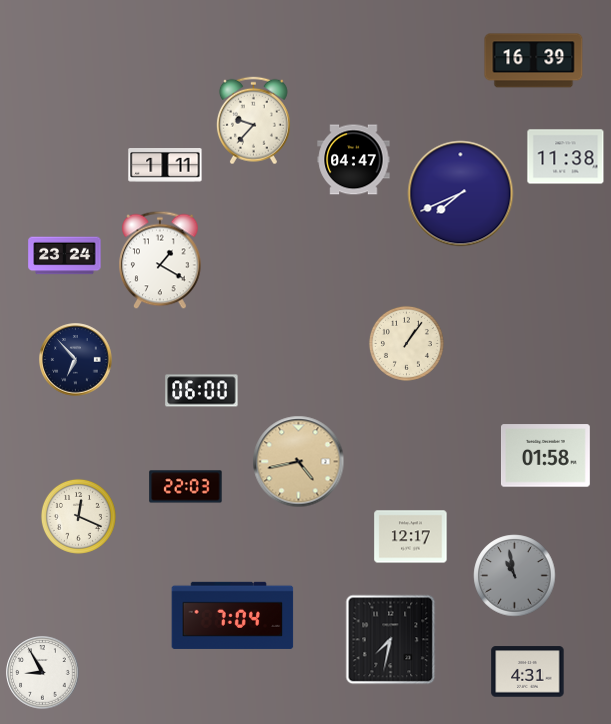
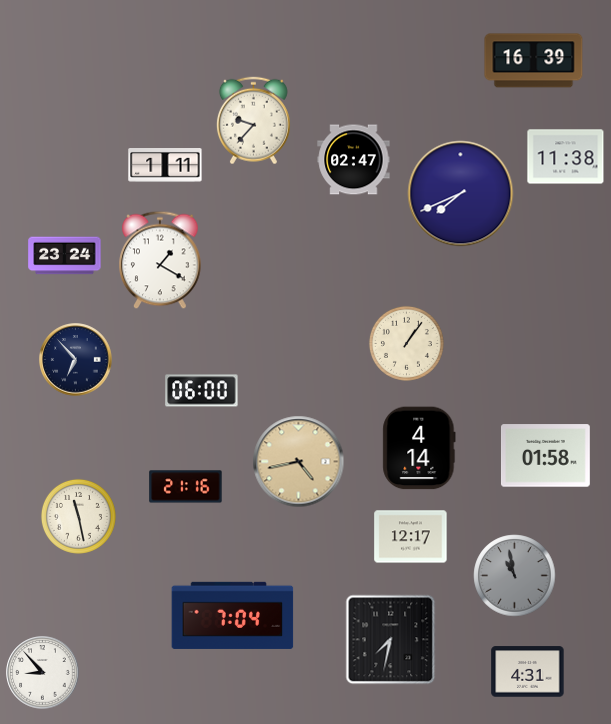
clock at (354, 160): 04:47 -> 02:47
clock at (419, 448): none -> 4:14
clock at (186, 487): 22:03 -> 21:16
clock at (78, 516): 12:19 -> 11:28
clock at (43, 673): 8:55 -> 8:53
